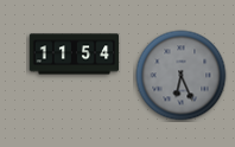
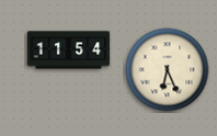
clock at (182, 76) dial: grey -> cream
